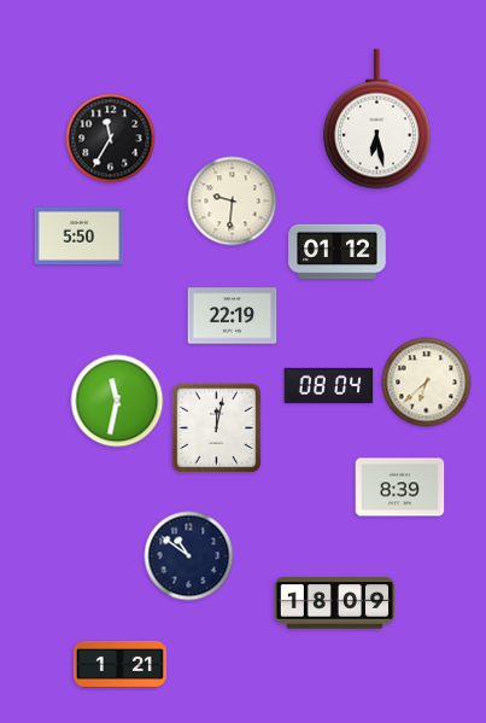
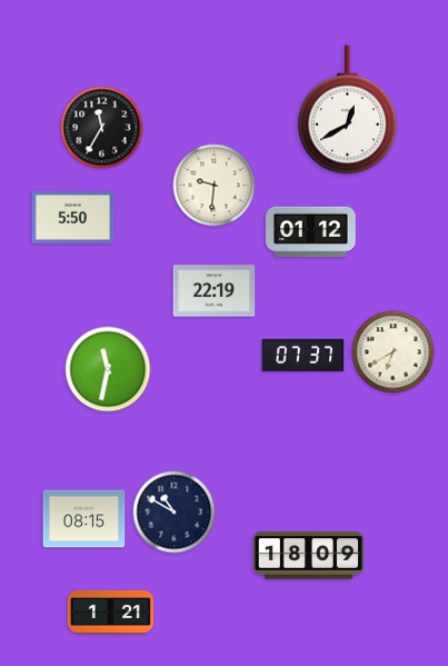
clock at (376, 119): 6:28 -> 12:40
clock at (427, 383): 6:38 -> 6:40
clock at (329, 385): 08:04 -> 07:37
clock at (217, 428): 12:02 -> none
clock at (400, 488): 8:39 -> none
clock at (189, 556): 10:51 -> 10:50
clock at (84, 519): none -> 08:15
